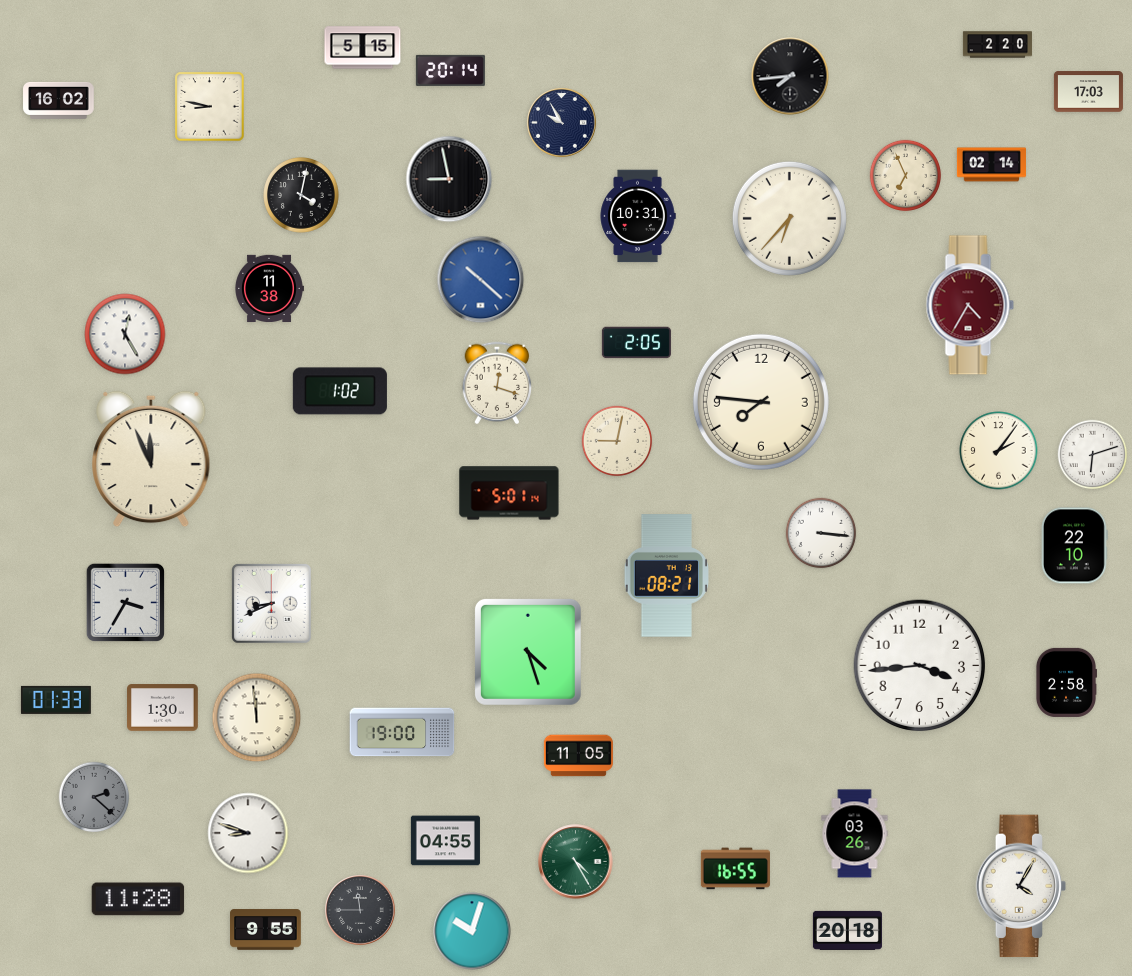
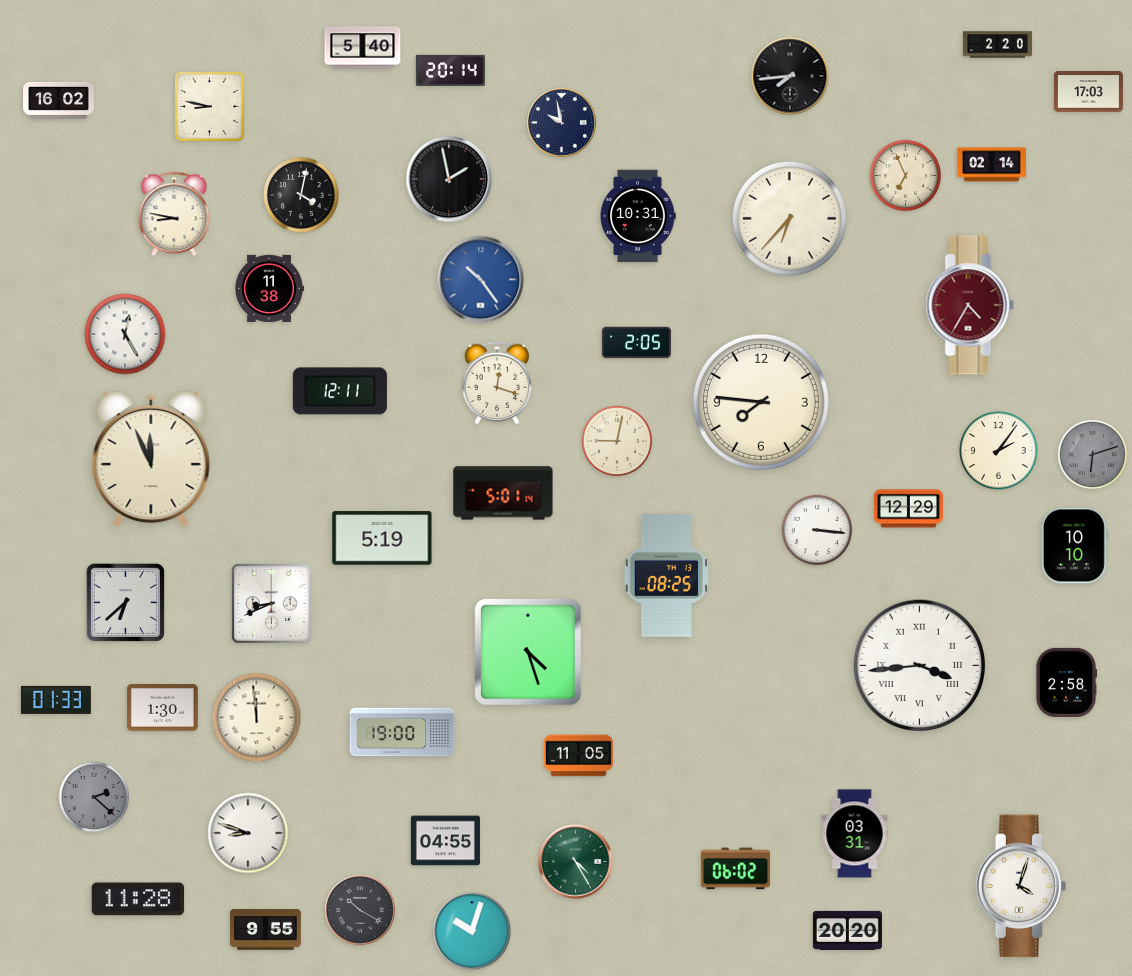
clock at (363, 48): 5:15 -> 5:40
clock at (561, 122): 9:55 -> 9:58
clock at (449, 179): 8:58 -> 1:58
clock at (174, 214): none -> 8:47
clock at (481, 280): 10:22 -> 10:24
clock at (340, 391): 1:02 -> 12:11
clock at (1093, 455) dial: white -> grey
clock at (509, 493) position: (509, 493) -> (503, 493)
clock at (908, 509): none -> 12:29
clock at (821, 533) position: (821, 533) -> (817, 530)
clock at (382, 538): none -> 5:19
clock at (1074, 546): 22:10 -> 10:10
clock at (666, 576): 08:21 -> 08:25
clock at (125, 602): 3:35 -> 6:38
clock at (920, 666) numerals: Arabic -> Roman
clock at (855, 834): 03:26 -> 03:31
clock at (735, 869): 16:55 -> 06:02
clock at (1021, 886): 4:05 -> 4:03
clock at (361, 911): 11:45 -> 10:20
clock at (847, 930): 20:18 -> 20:20
